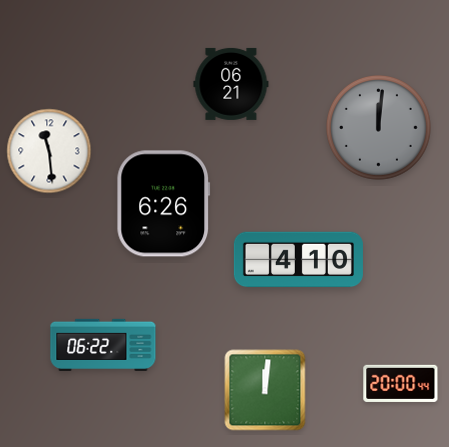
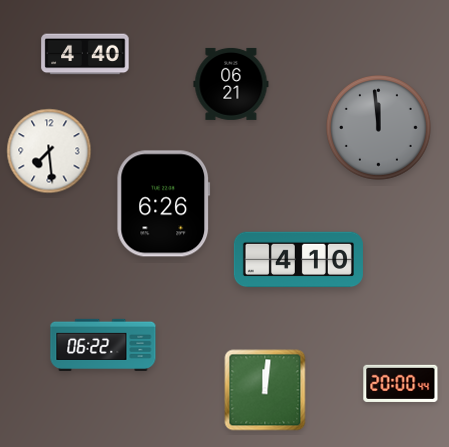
clock at (85, 54): none -> 4:40
clock at (379, 128): 12:01 -> 11:59
clock at (49, 151): 11:29 -> 7:29
